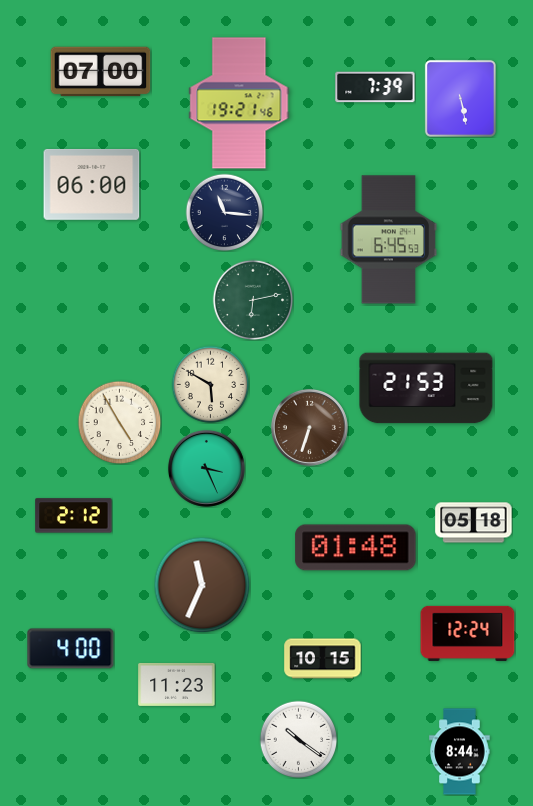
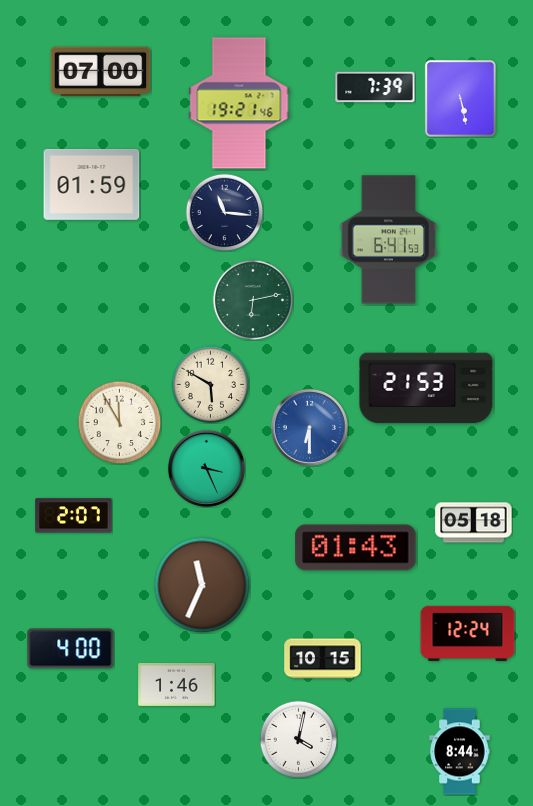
clock at (92, 184): 06:00 -> 01:59
clock at (389, 240): 6:45 -> 6:41
clock at (119, 422): 4:55 -> 11:55
clock at (309, 427): 6:33 -> 6:30
clock at (309, 427) dial: brown -> blue
clock at (74, 516): 2:12 -> 2:07
clock at (356, 548): 01:48 -> 01:43
clock at (177, 684): 11:23 -> 1:46
clock at (298, 739): 10:21 -> 4:02
